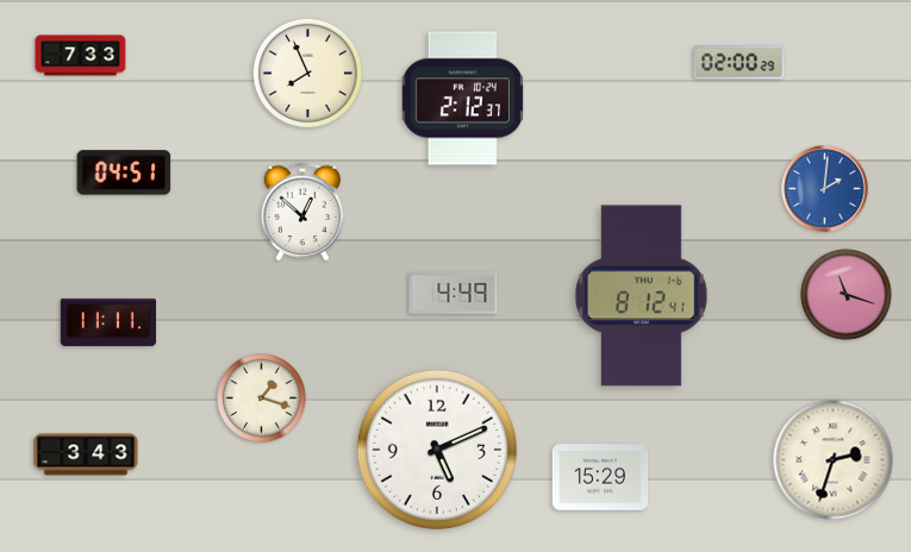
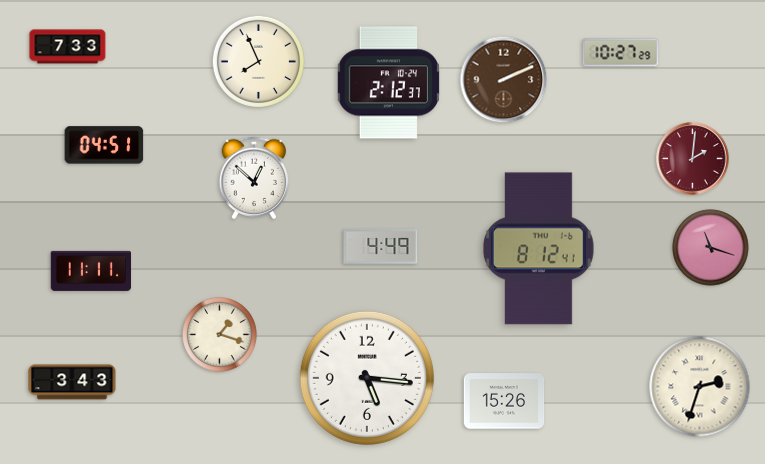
clock at (740, 63): 02:00 -> 10:27
clock at (504, 80): none -> 2:11
clock at (825, 189) dial: blue -> burgundy
clock at (437, 450): 5:11 -> 5:16
clock at (600, 477): 15:29 -> 15:26
